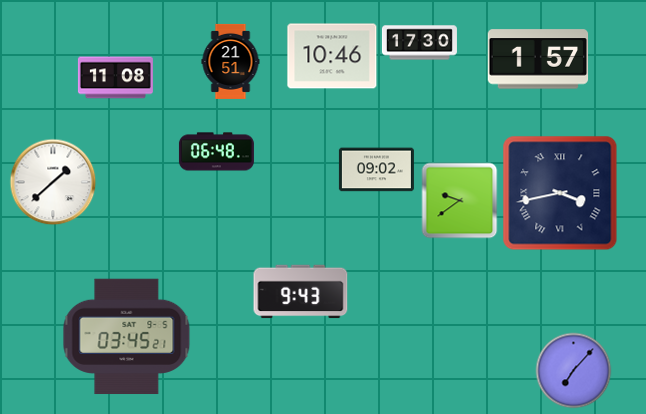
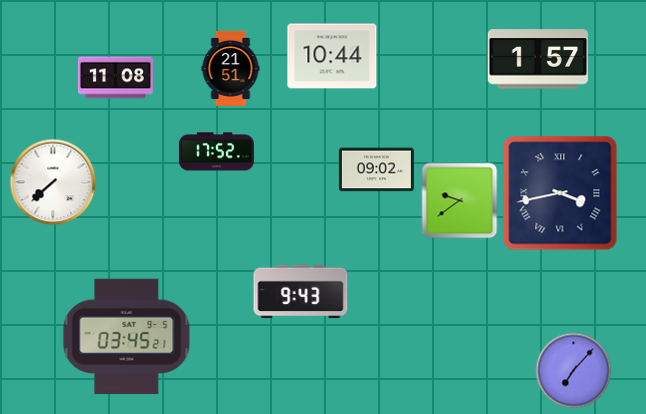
clock at (419, 43): 17:30 -> none
clock at (332, 56): 10:46 -> 10:44
clock at (231, 61) position: (231, 61) -> (231, 68)
clock at (216, 152): 06:48 -> 17:52
clock at (53, 182): 1:38 -> 7:38
